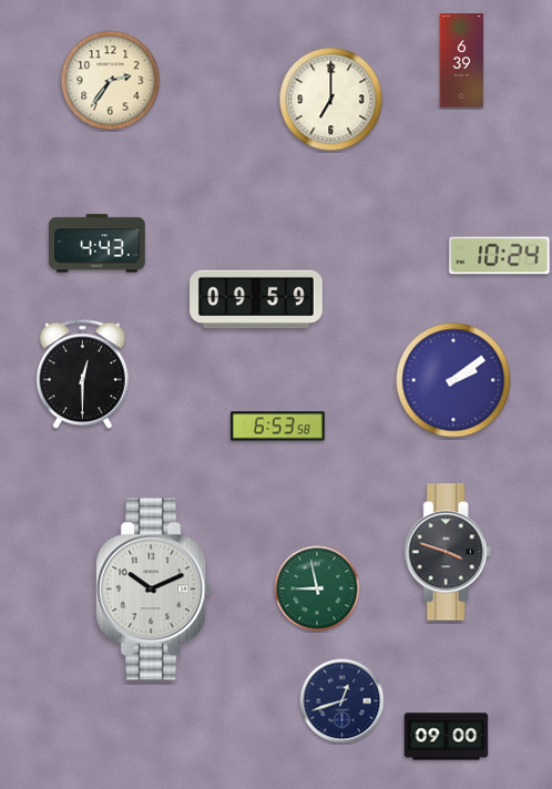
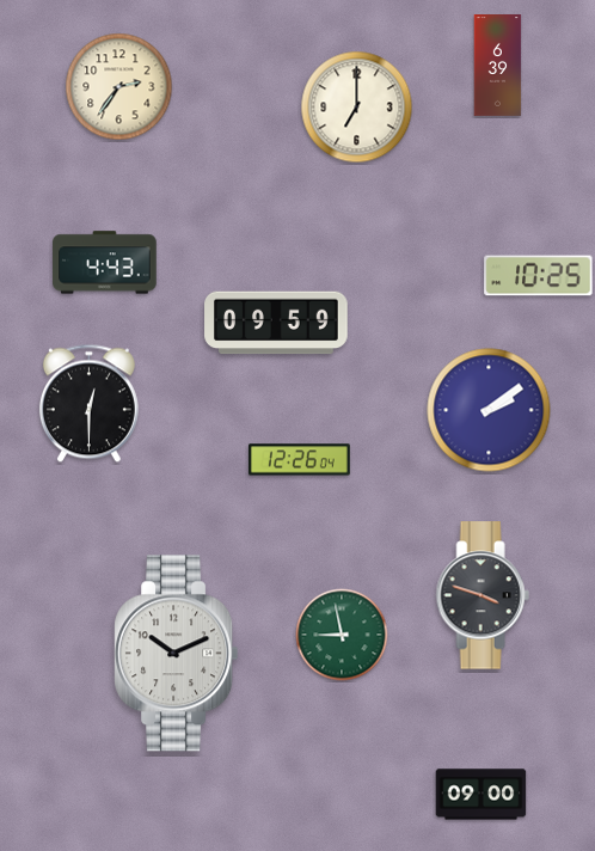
clock at (500, 256): 10:24 -> 10:25
clock at (277, 427): 6:53 -> 12:26
clock at (154, 590) position: (154, 590) -> (177, 654)
clock at (343, 701): 12:42 -> none
